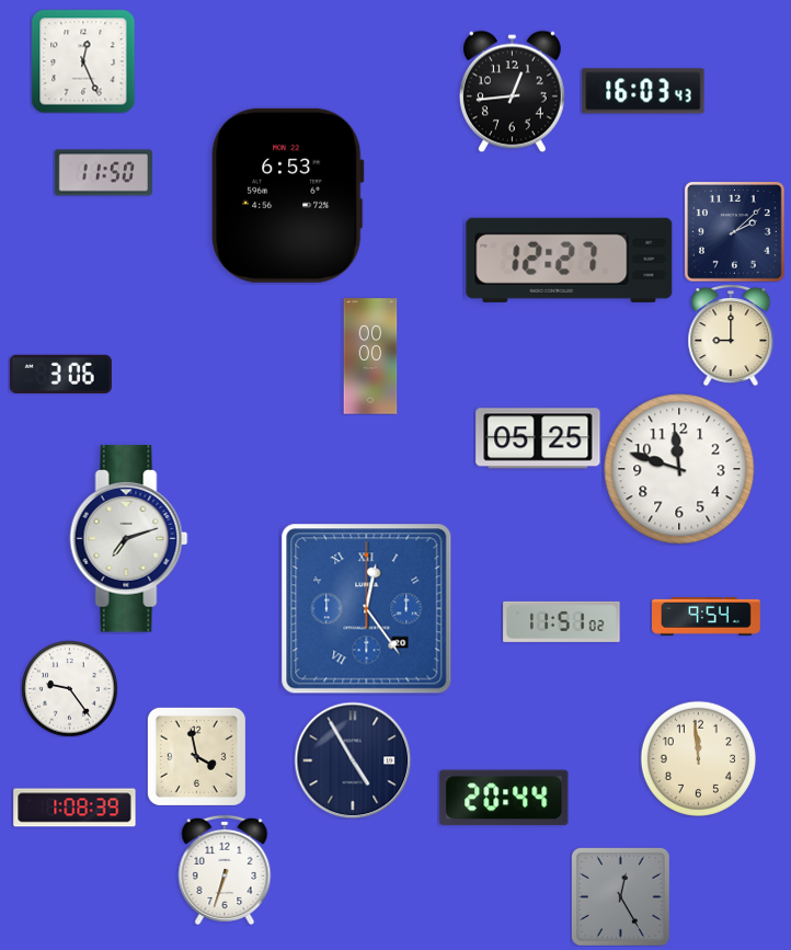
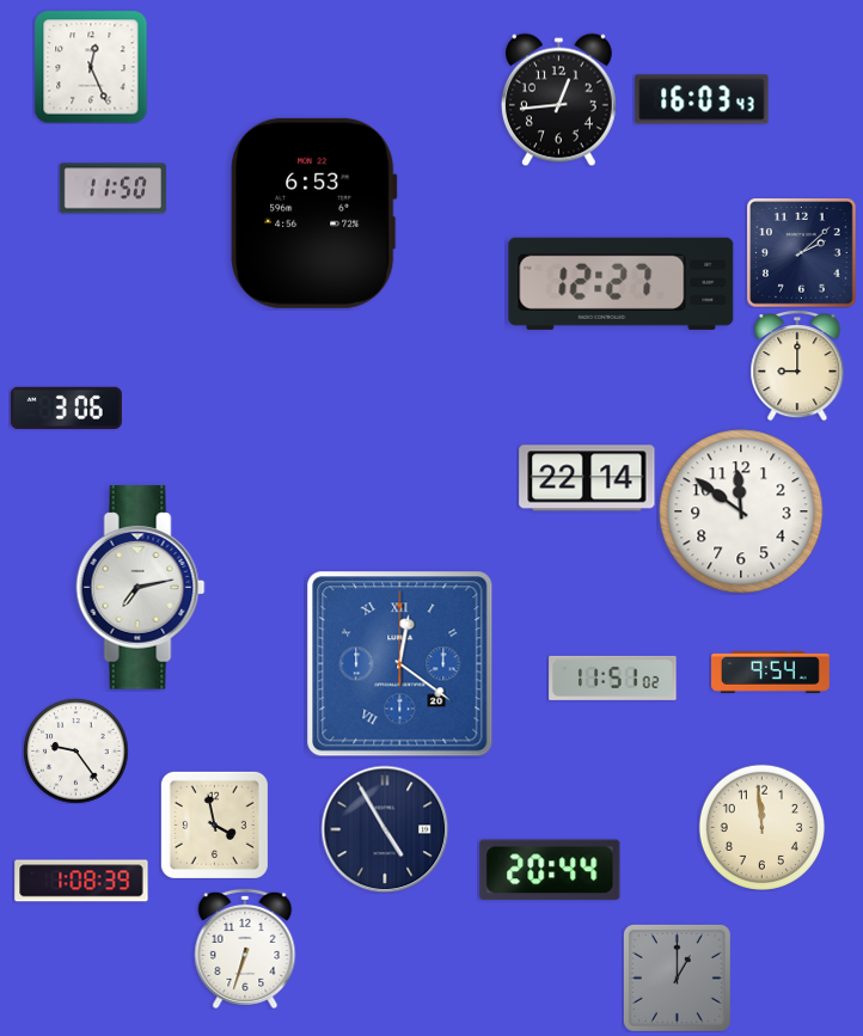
clock at (370, 356): 00:00 -> none
clock at (538, 438): 05:25 -> 22:14
clock at (679, 469): 11:48 -> 11:51
clock at (129, 539): 7:12 -> 7:13
clock at (367, 609): 12:24 -> 12:21
clock at (620, 896): 12:25 -> 1:00
